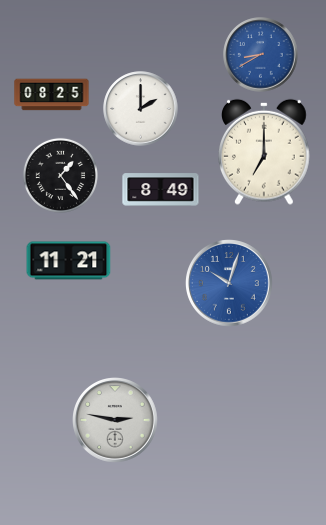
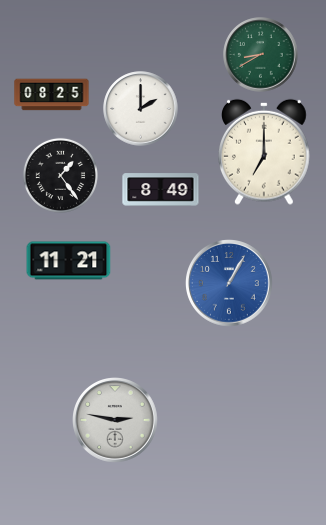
clock at (261, 55) dial: blue -> green
clock at (230, 284): 10:03 -> 1:05
